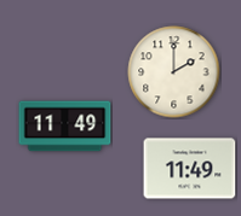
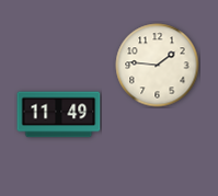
clock at (174, 72): 2:00 -> 1:46
clock at (190, 169): 11:49 -> none
